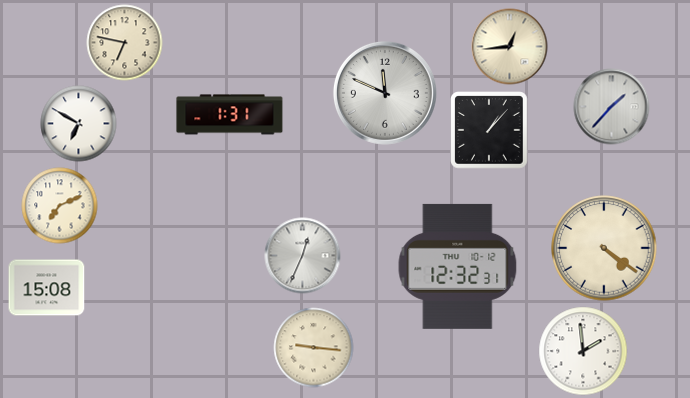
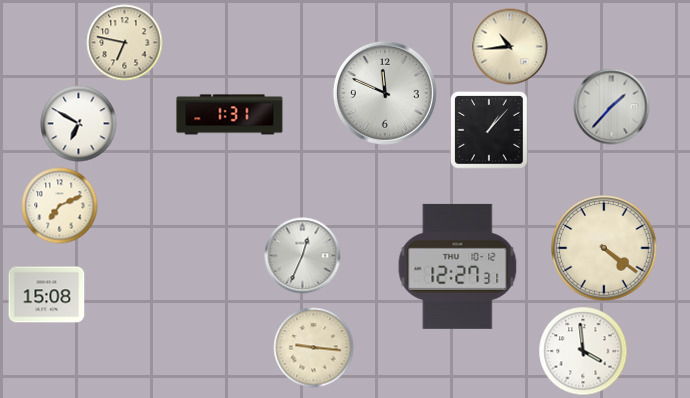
clock at (510, 47): 12:44 -> 10:44
clock at (458, 266): 12:32 -> 12:27
clock at (47, 288) position: (47, 288) -> (47, 295)
clock at (583, 351): 1:59 -> 3:59
